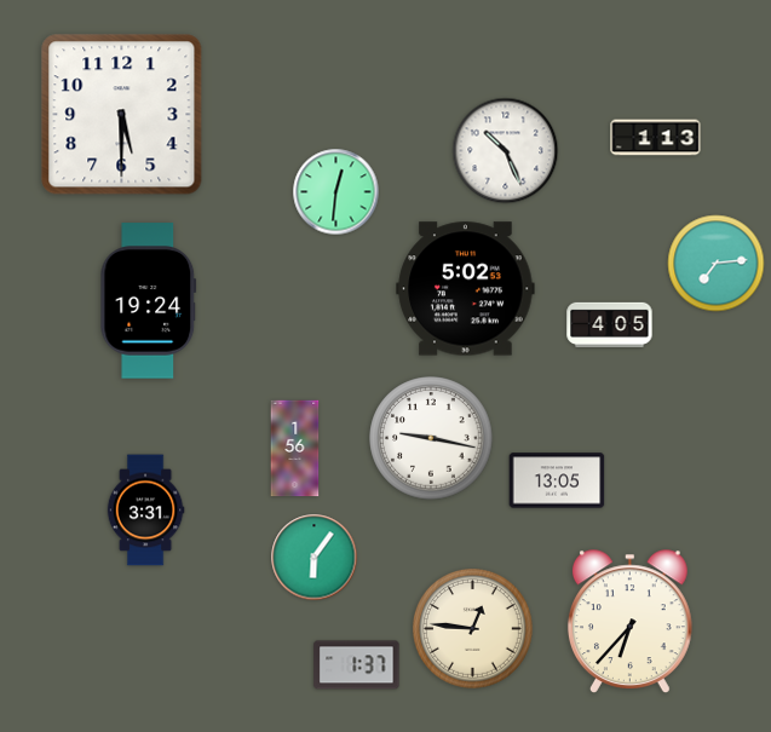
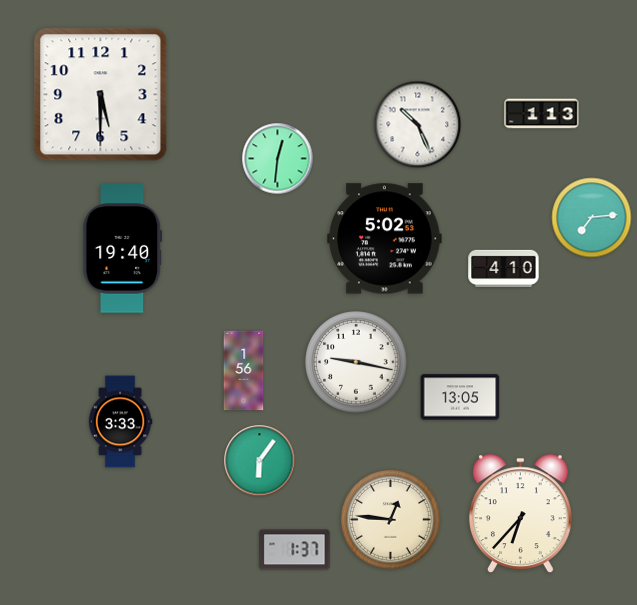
clock at (149, 301): 19:24 -> 19:40
clock at (610, 324): 4:05 -> 4:10
clock at (145, 511): 3:31 -> 3:33
